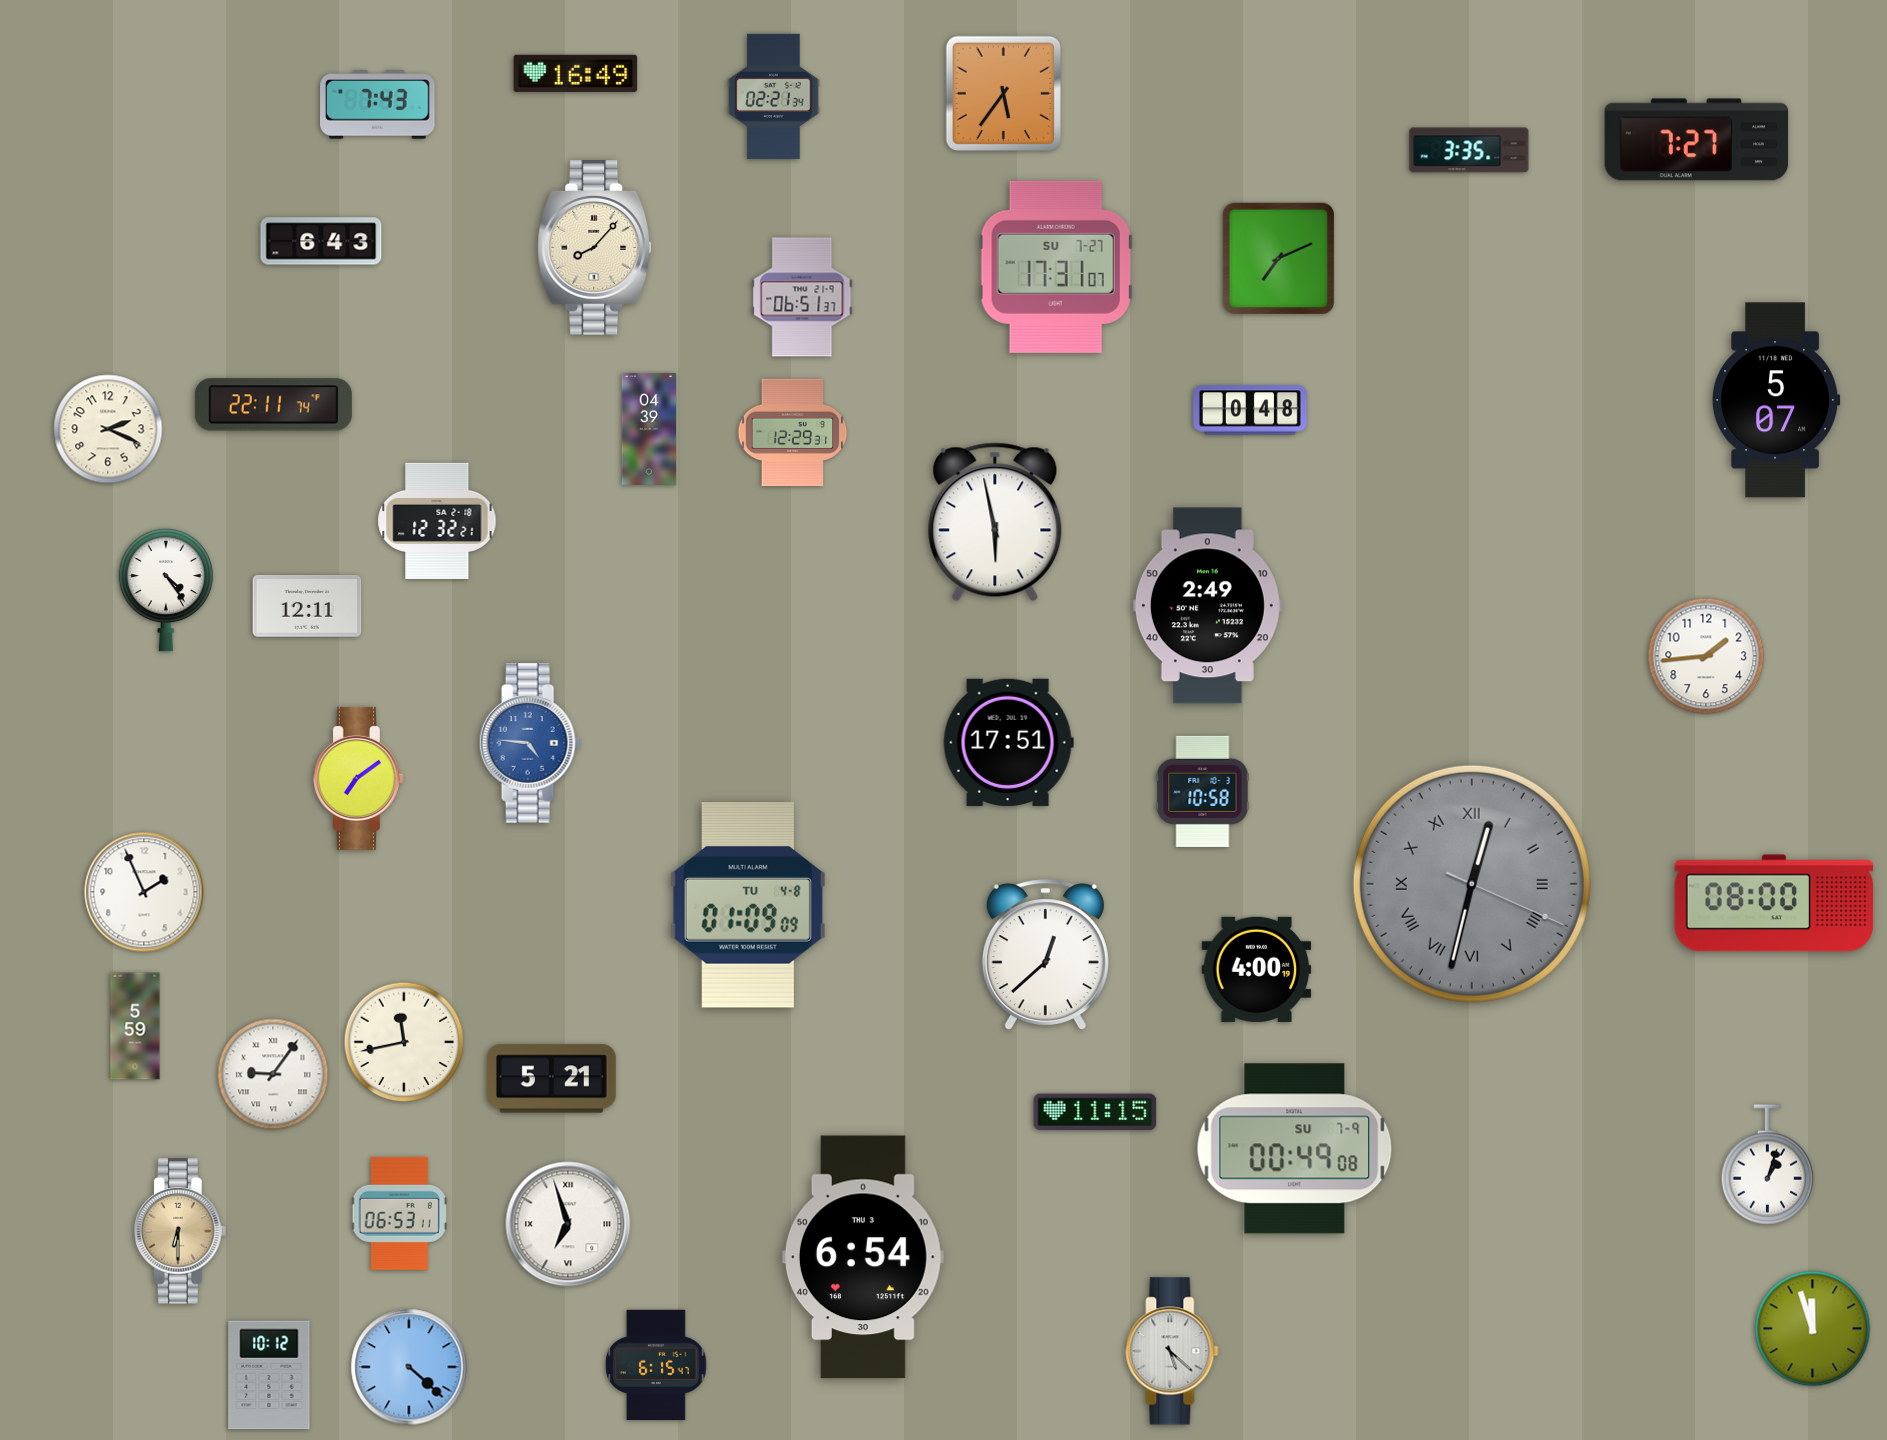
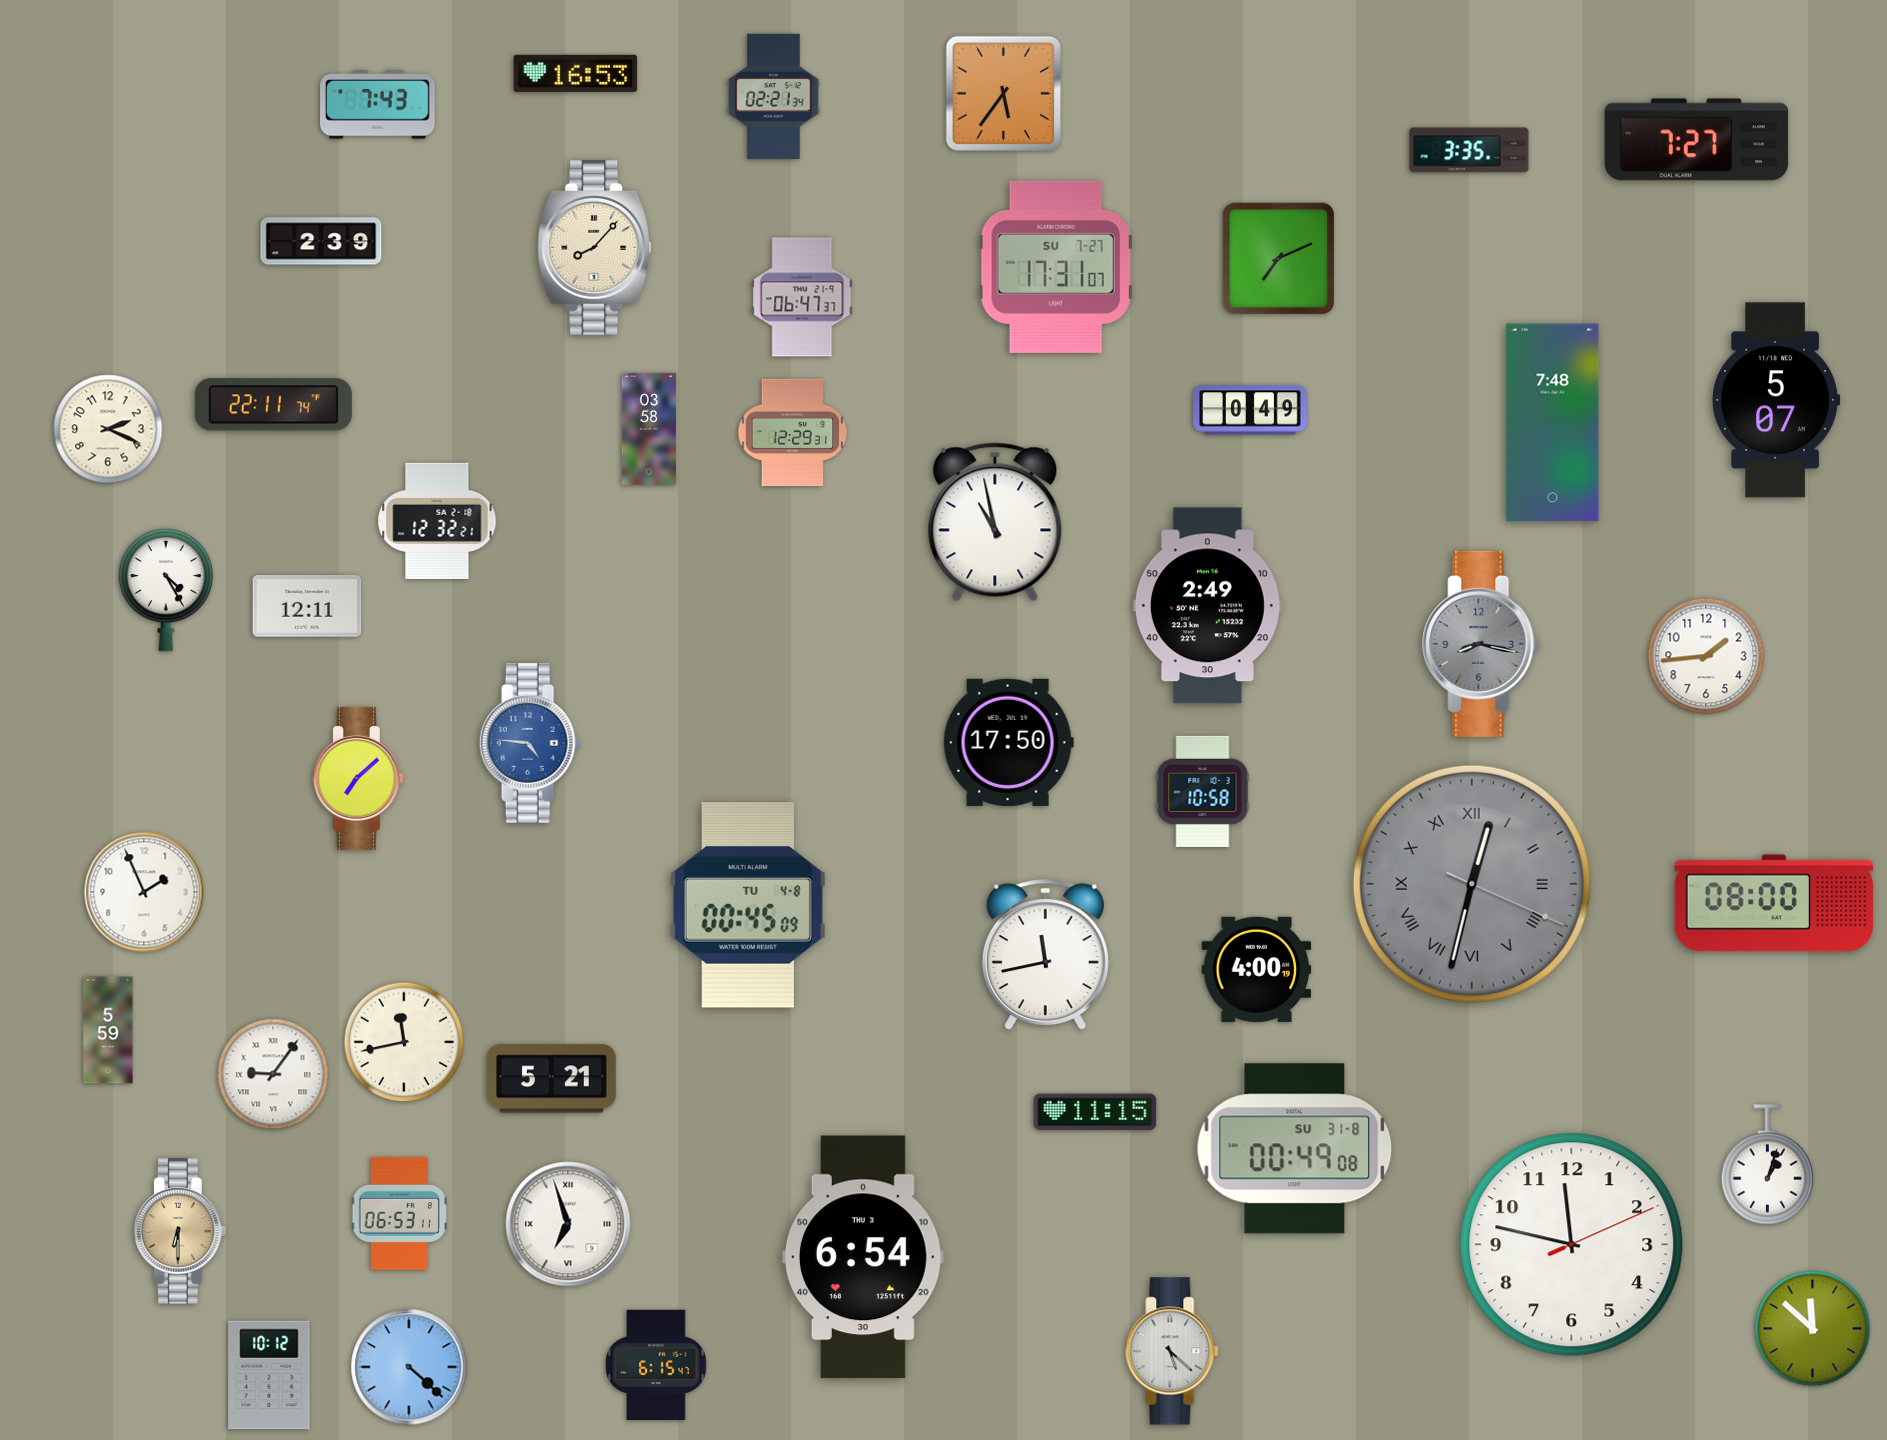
clock at (576, 73): 16:49 -> 16:53
clock at (321, 241): 6:43 -> 2:39
clock at (802, 297): 06:51 -> 06:47
clock at (1250, 410): 0:48 -> 0:49
clock at (1553, 423): none -> 7:48
clock at (649, 429): 04:39 -> 03:58
clock at (995, 522): 5:58 -> 10:58
clock at (166, 590): 4:24 -> 4:25
clock at (1482, 644): none -> 8:17
clock at (1008, 742): 17:51 -> 17:50
clock at (358, 778): 7:09 -> 7:08
clock at (748, 906): 01:09 -> 00:45
clock at (1045, 955): 12:38 -> 11:43
clock at (135, 1026) position: (135, 1026) -> (108, 1030)
clock at (1295, 1149) date: SU 7-9 -> SU 31-8
clock at (1572, 1245): none -> 11:47
clock at (1813, 1329): 11:57 -> 11:52
